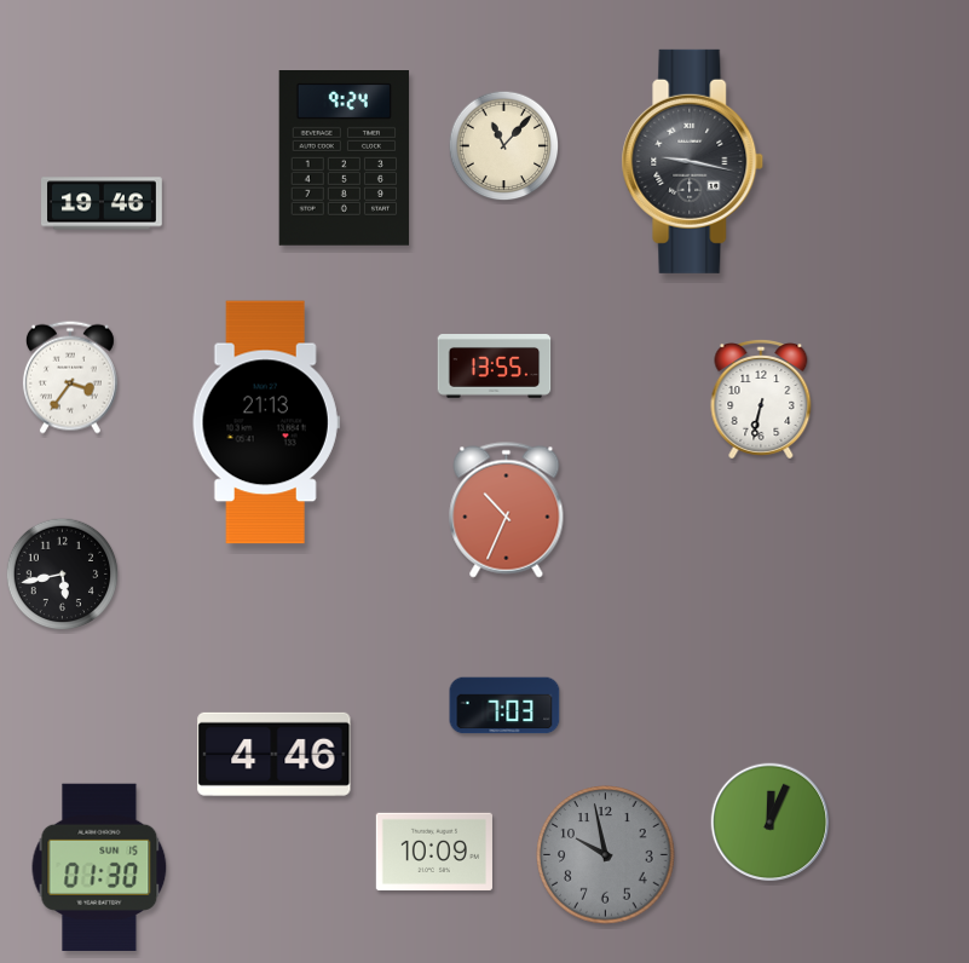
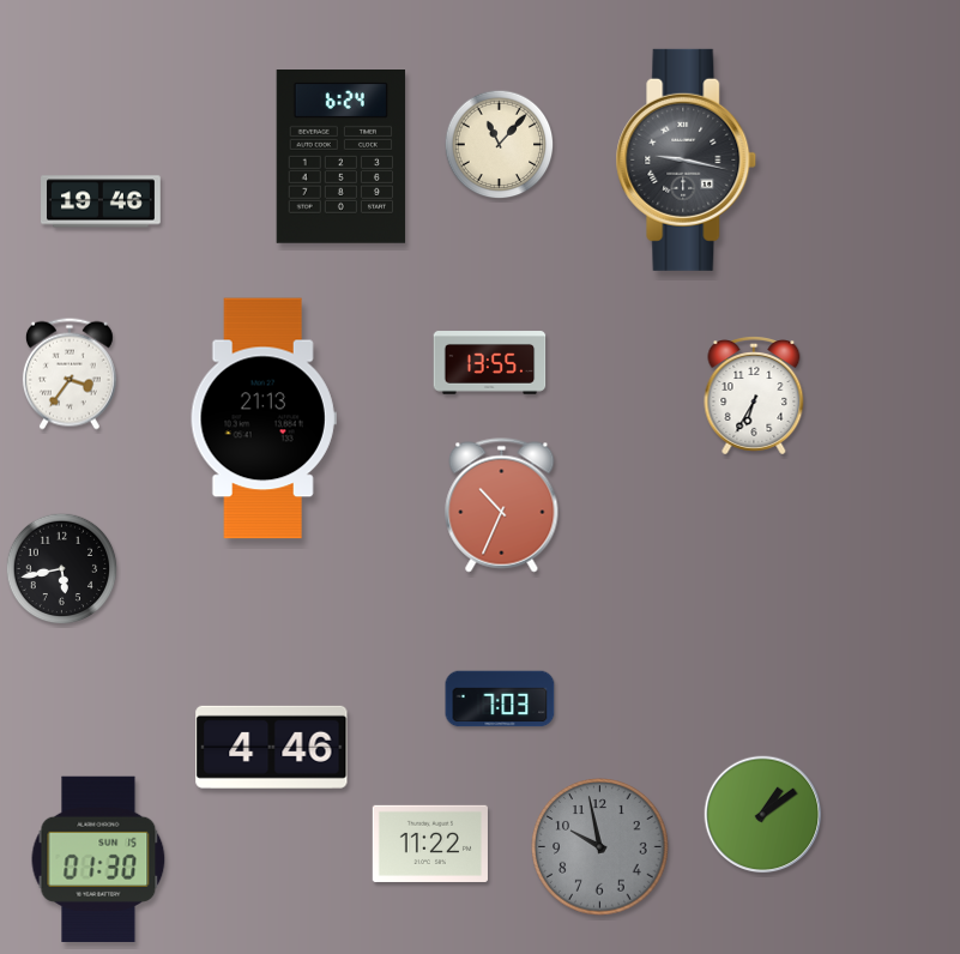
clock at (345, 158): 9:24 -> 6:24
clock at (761, 400): 6:32 -> 6:35
clock at (771, 823): 12:04 -> 1:09
clock at (434, 852): 10:09 -> 11:22
